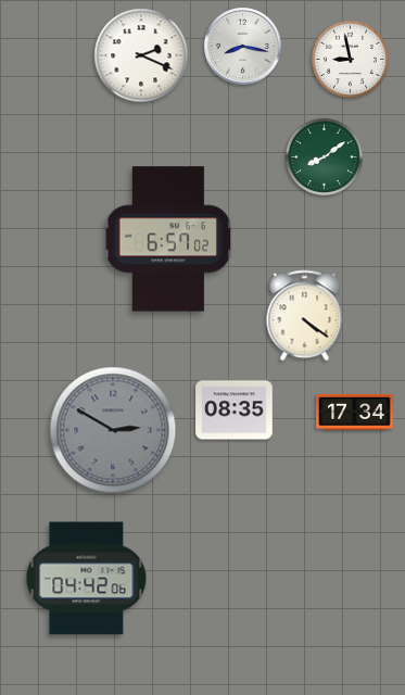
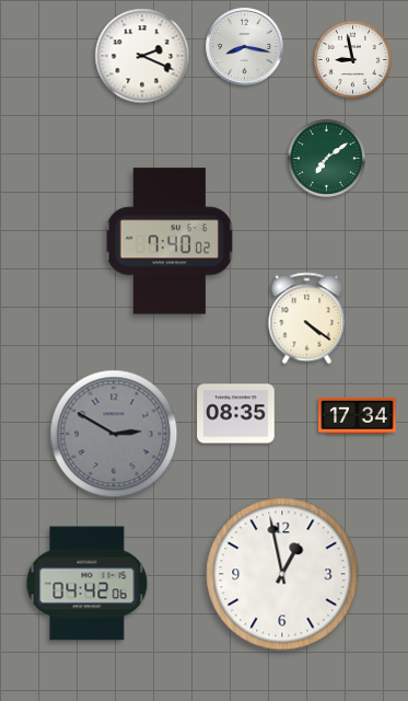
clock at (324, 156): 8:09 -> 7:09
clock at (167, 239): 6:57 -> 7:40
clock at (282, 574): none -> 12:58
